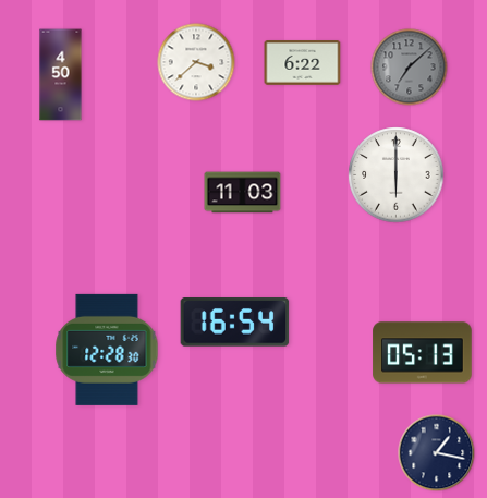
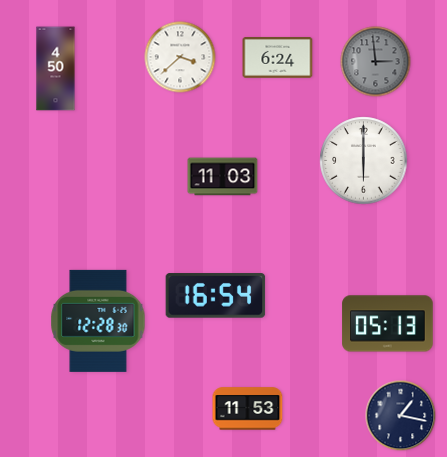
clock at (303, 63): 6:22 -> 6:24
clock at (410, 68): 7:08 -> 2:59
clock at (248, 409): none -> 11:53
